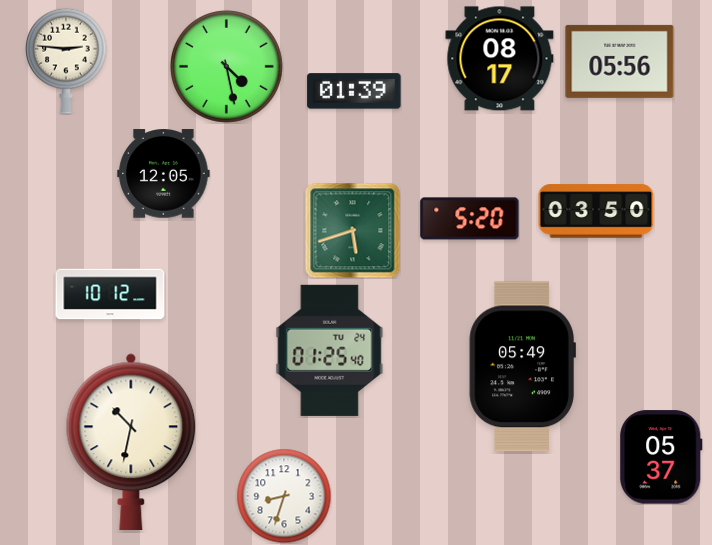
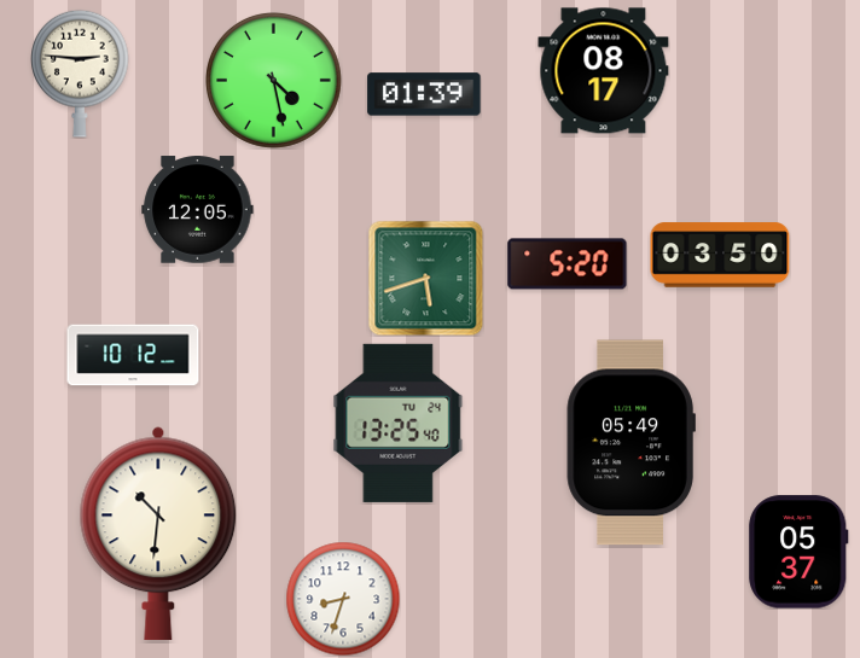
clock at (620, 61): 05:56 -> none
clock at (354, 91) position: (354, 91) -> (424, 94)
clock at (330, 350): 01:25 -> 13:25
clock at (131, 442): 10:32 -> 10:31
